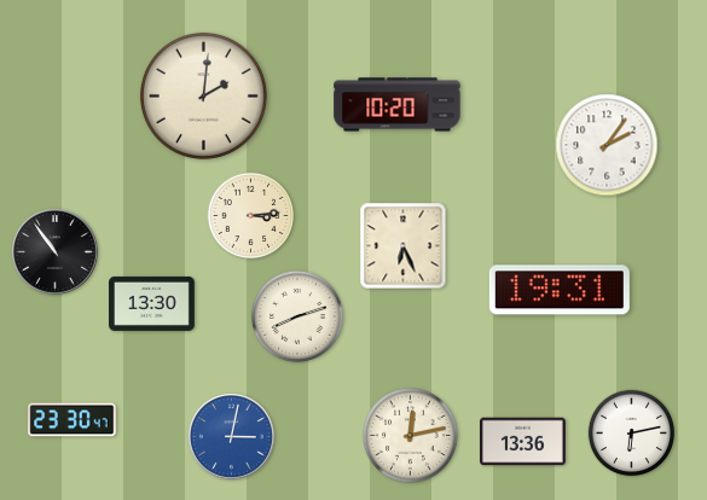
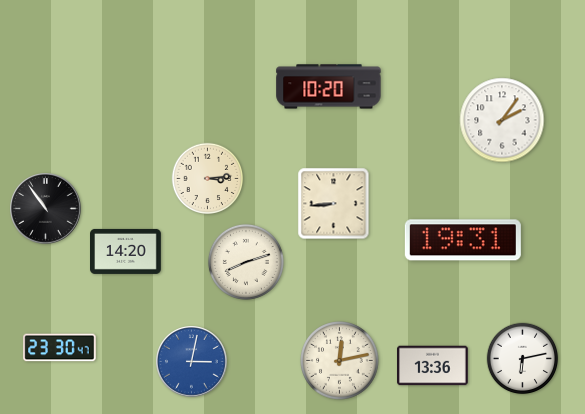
clock at (203, 95): 2:01 -> none
clock at (404, 246): 6:26 -> 8:44
clock at (152, 303): 13:30 -> 14:20
